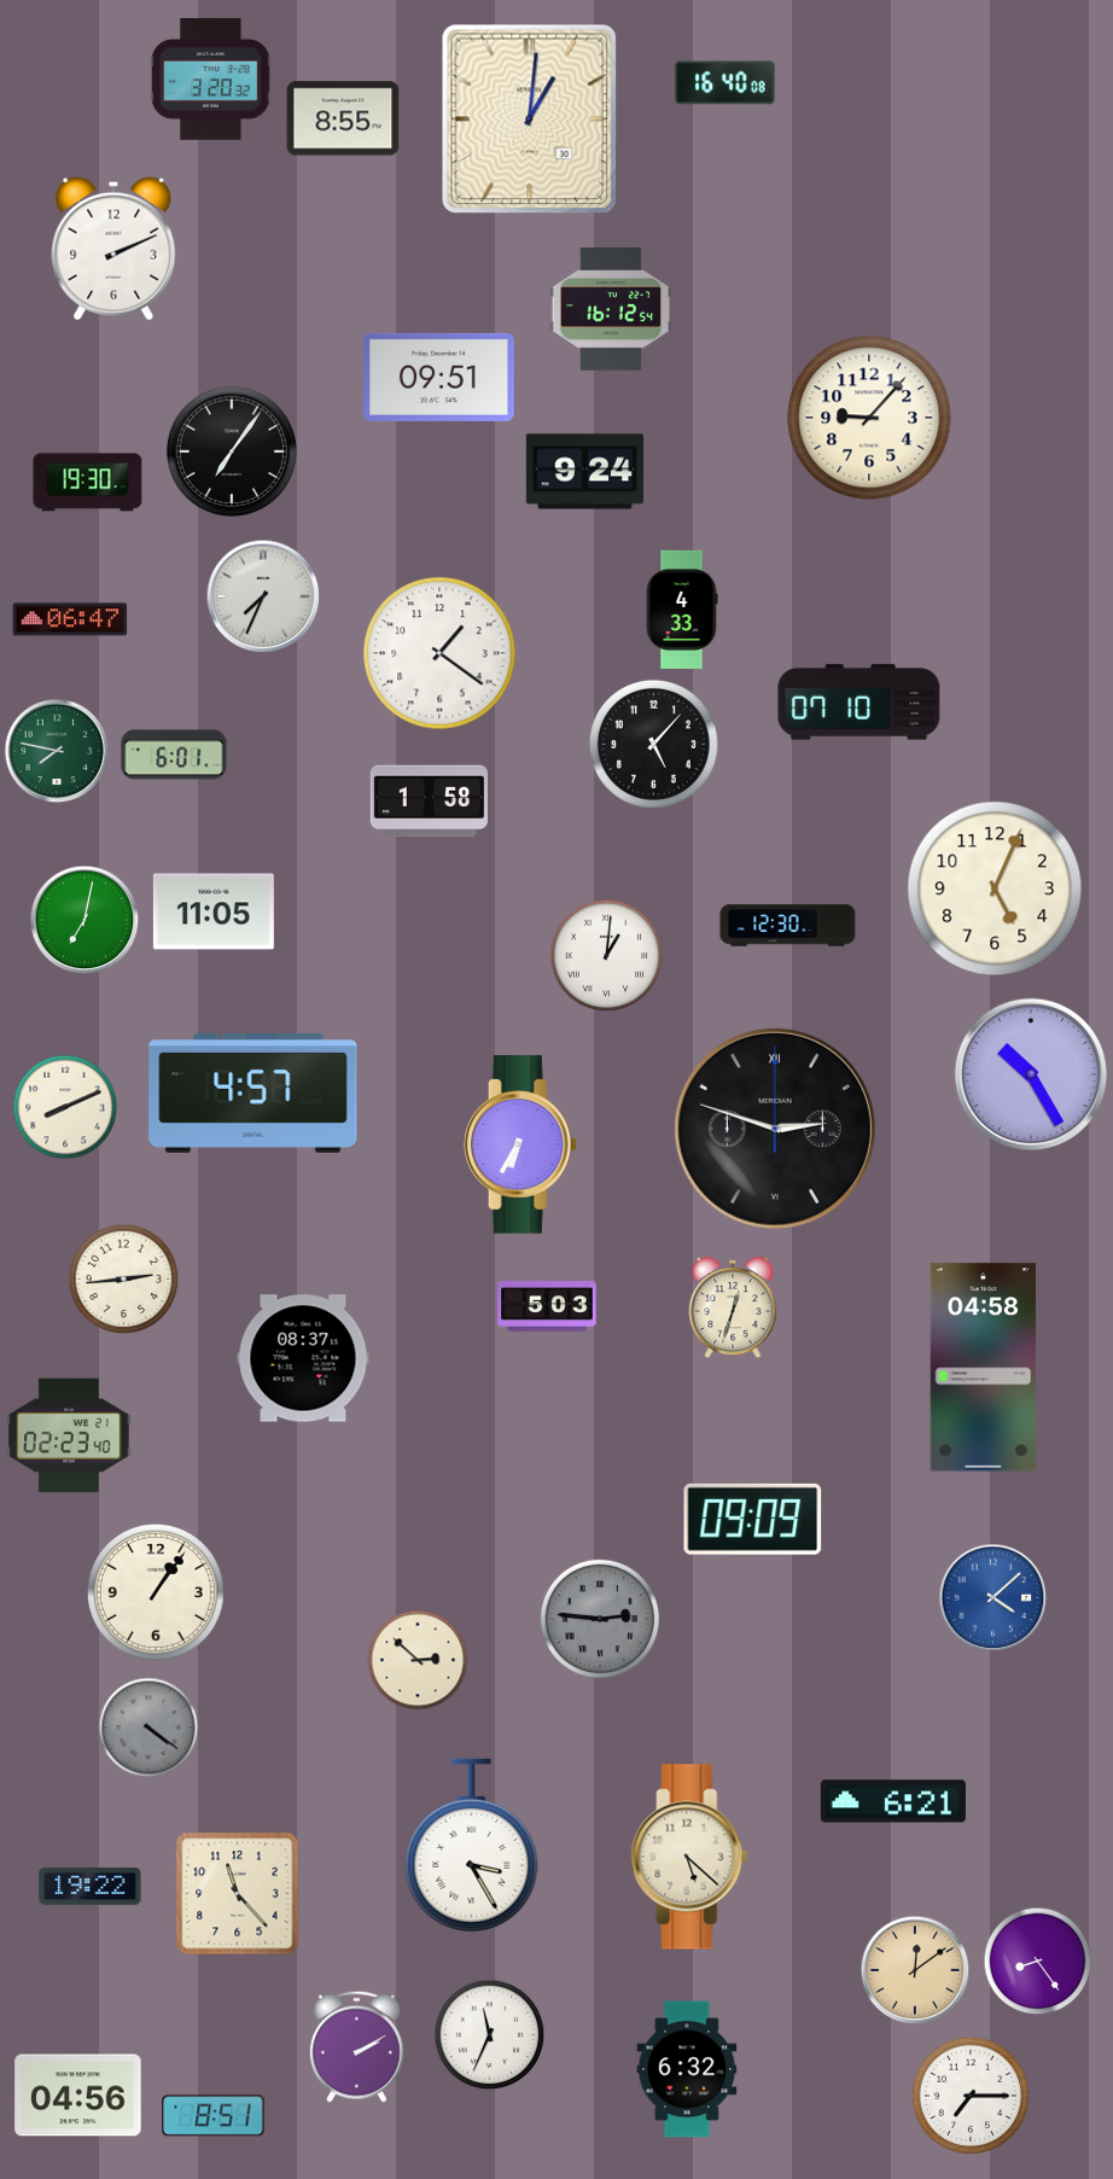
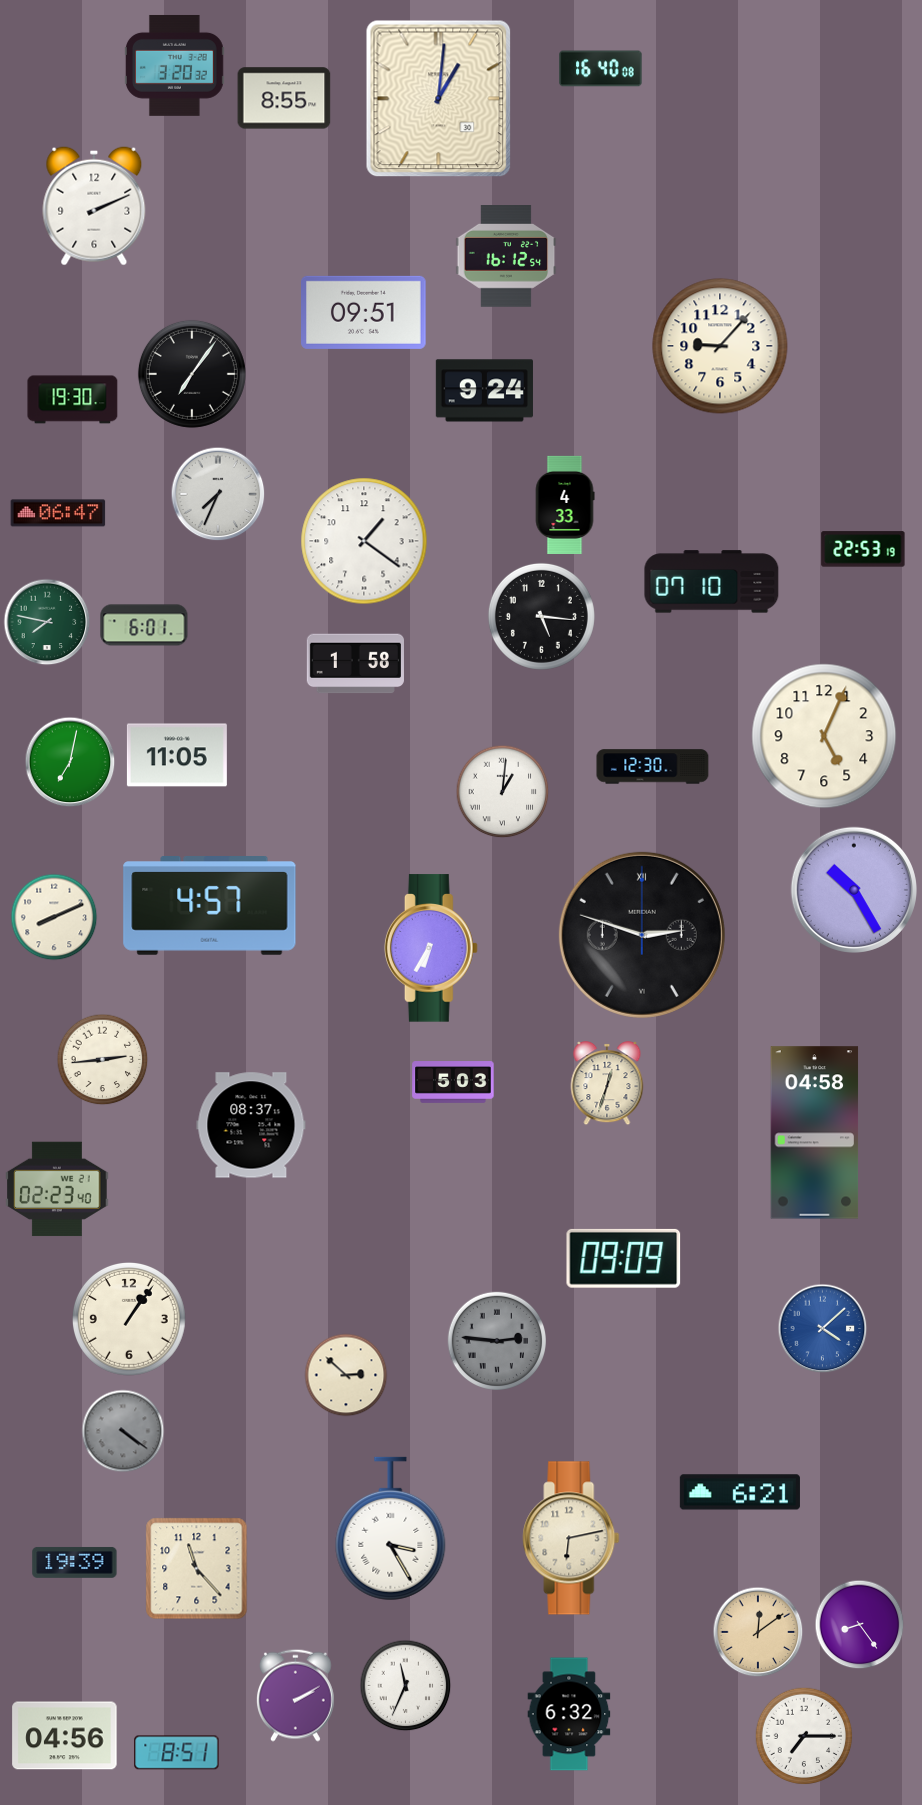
clock at (863, 549): none -> 22:53
clock at (653, 744): 5:07 -> 5:16
clock at (993, 1598) position: (993, 1598) -> (823, 1329)
clock at (689, 1857): 5:22 -> 6:13
clock at (91, 1886): 19:22 -> 19:39
